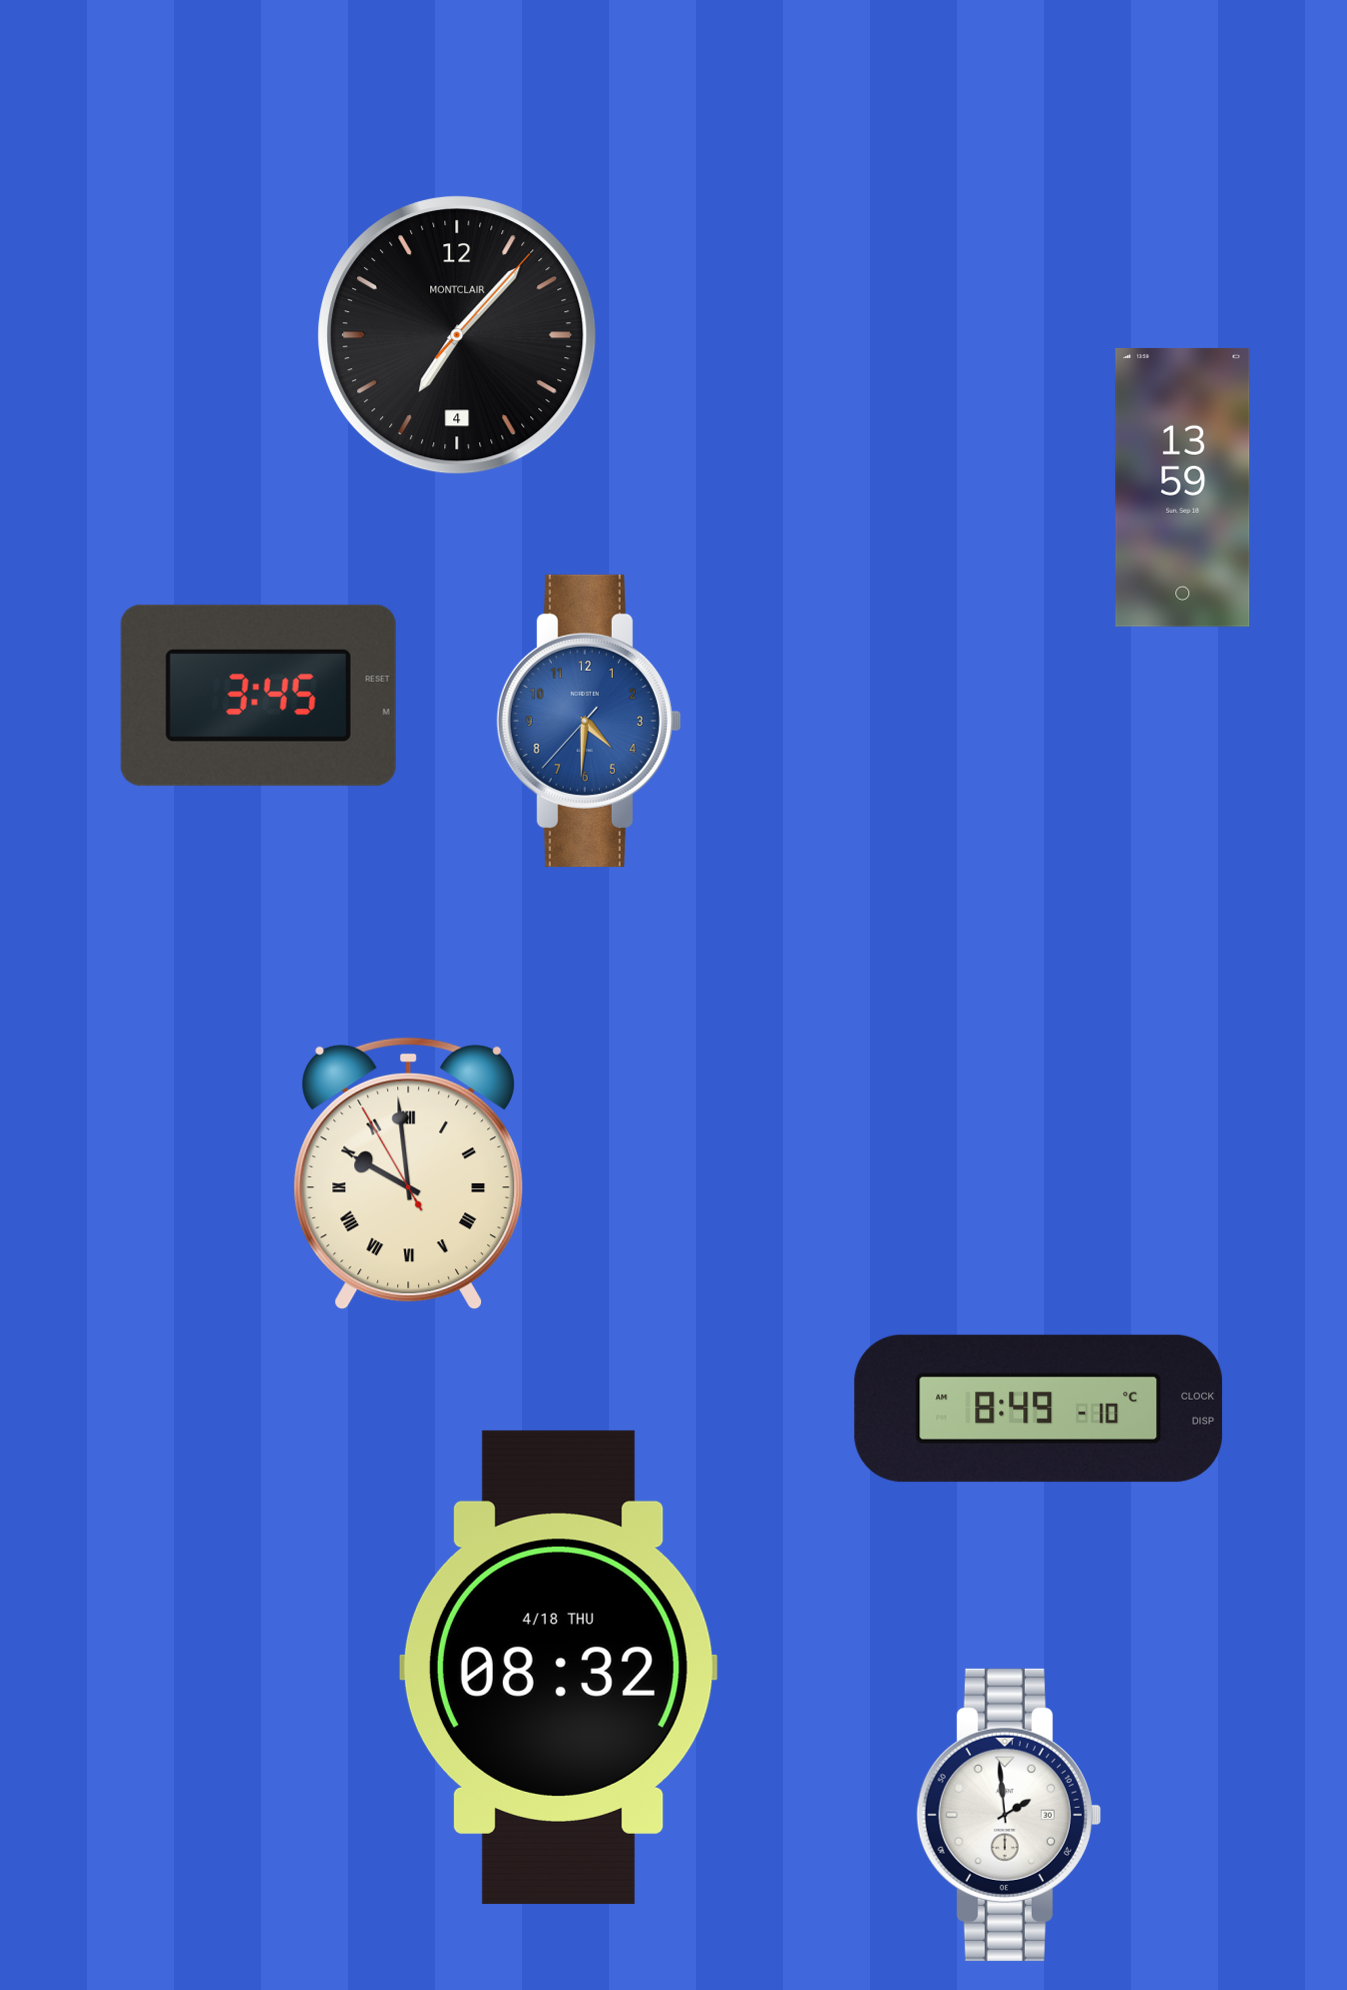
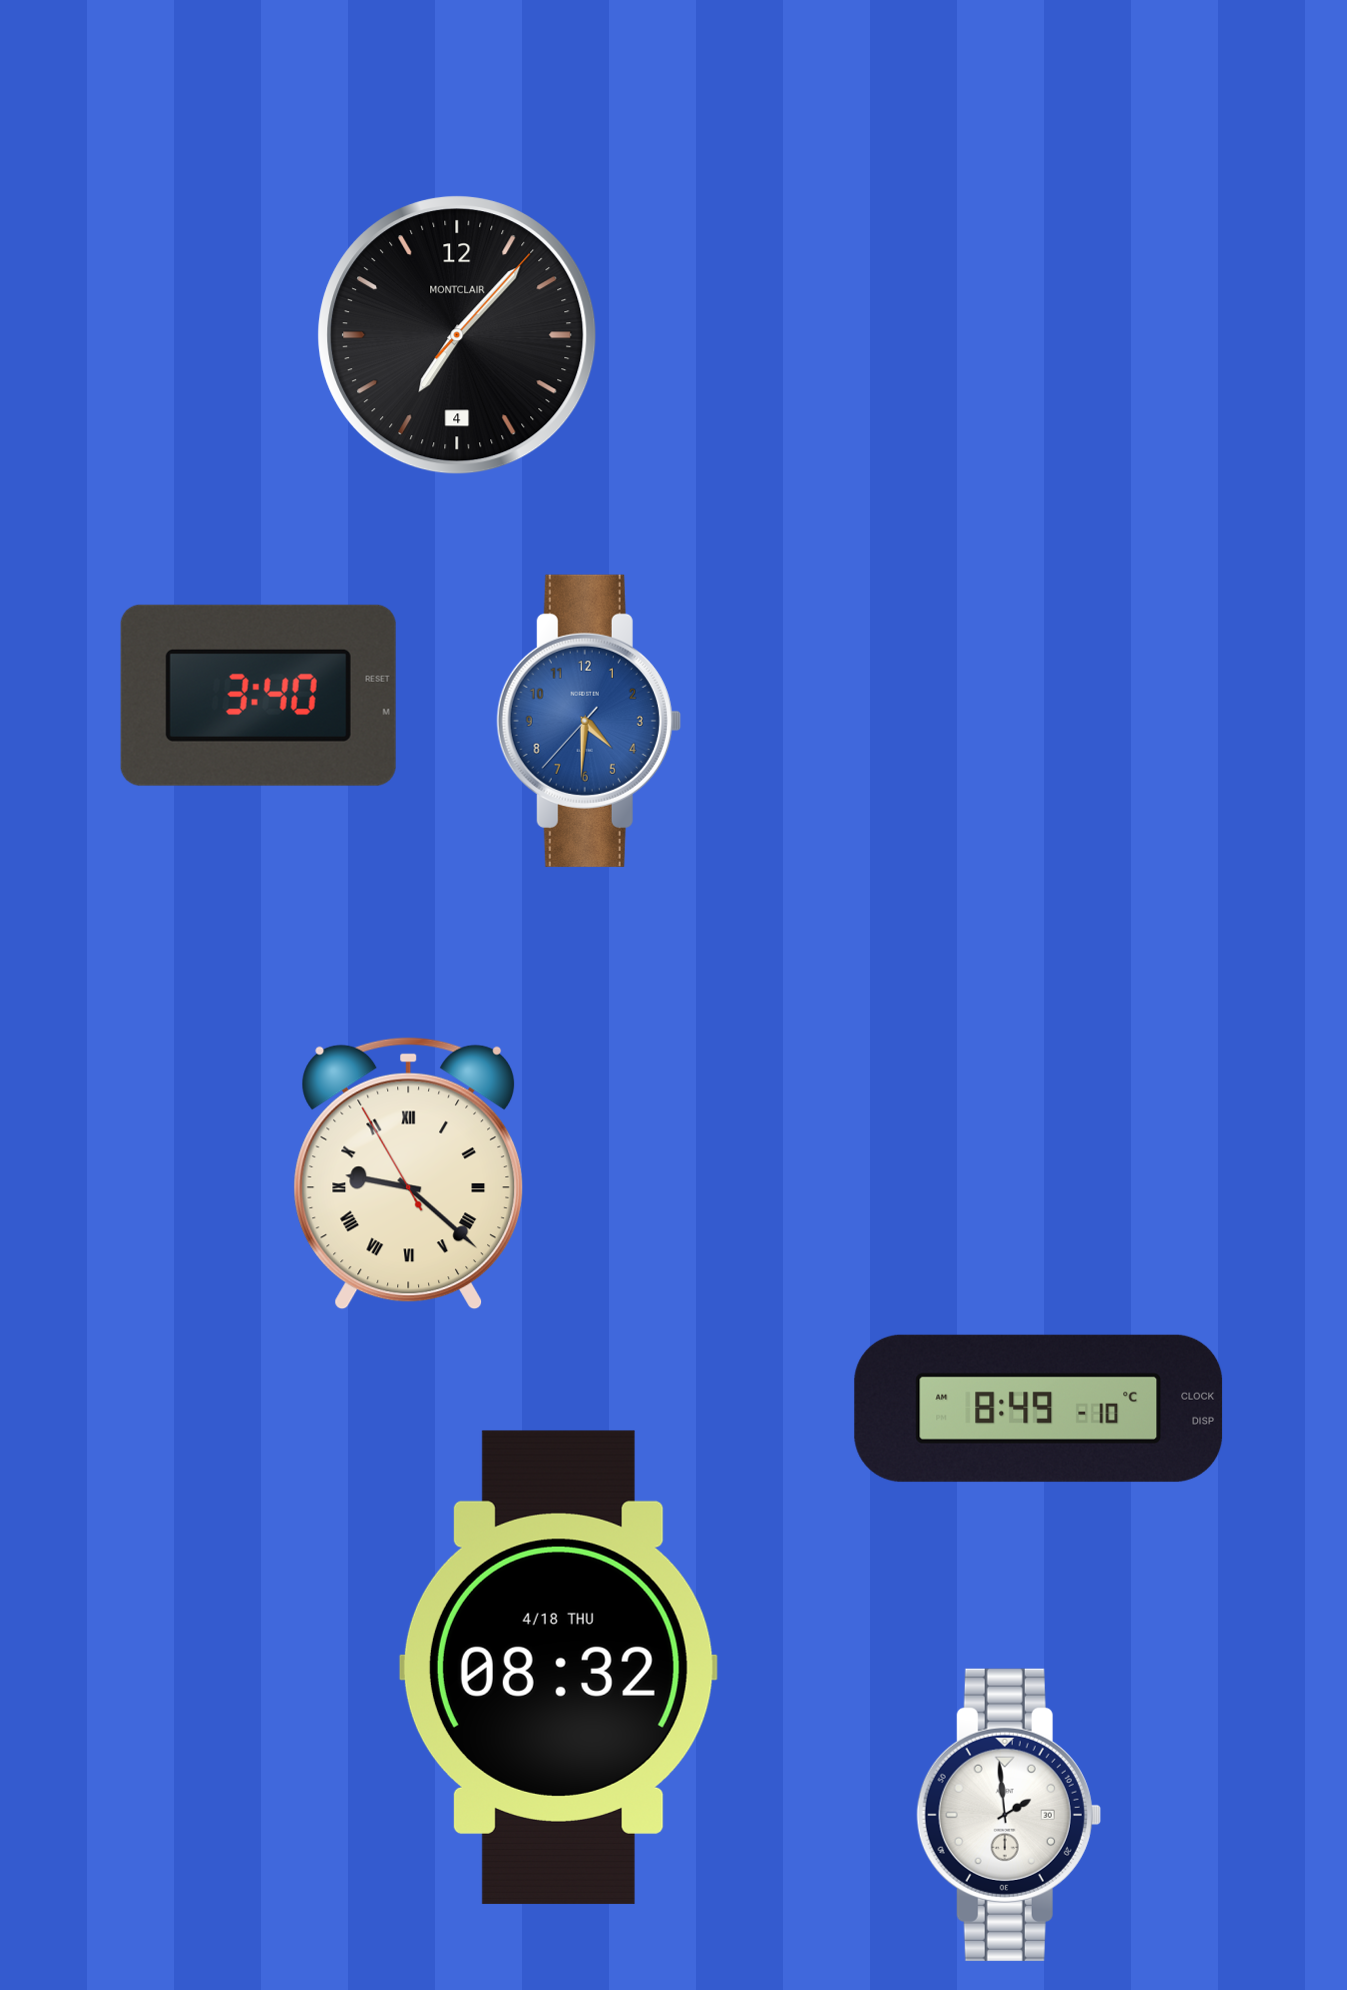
clock at (1183, 487): 13:59 -> none
clock at (258, 695): 3:45 -> 3:40
clock at (408, 1173): 9:58 -> 9:21
